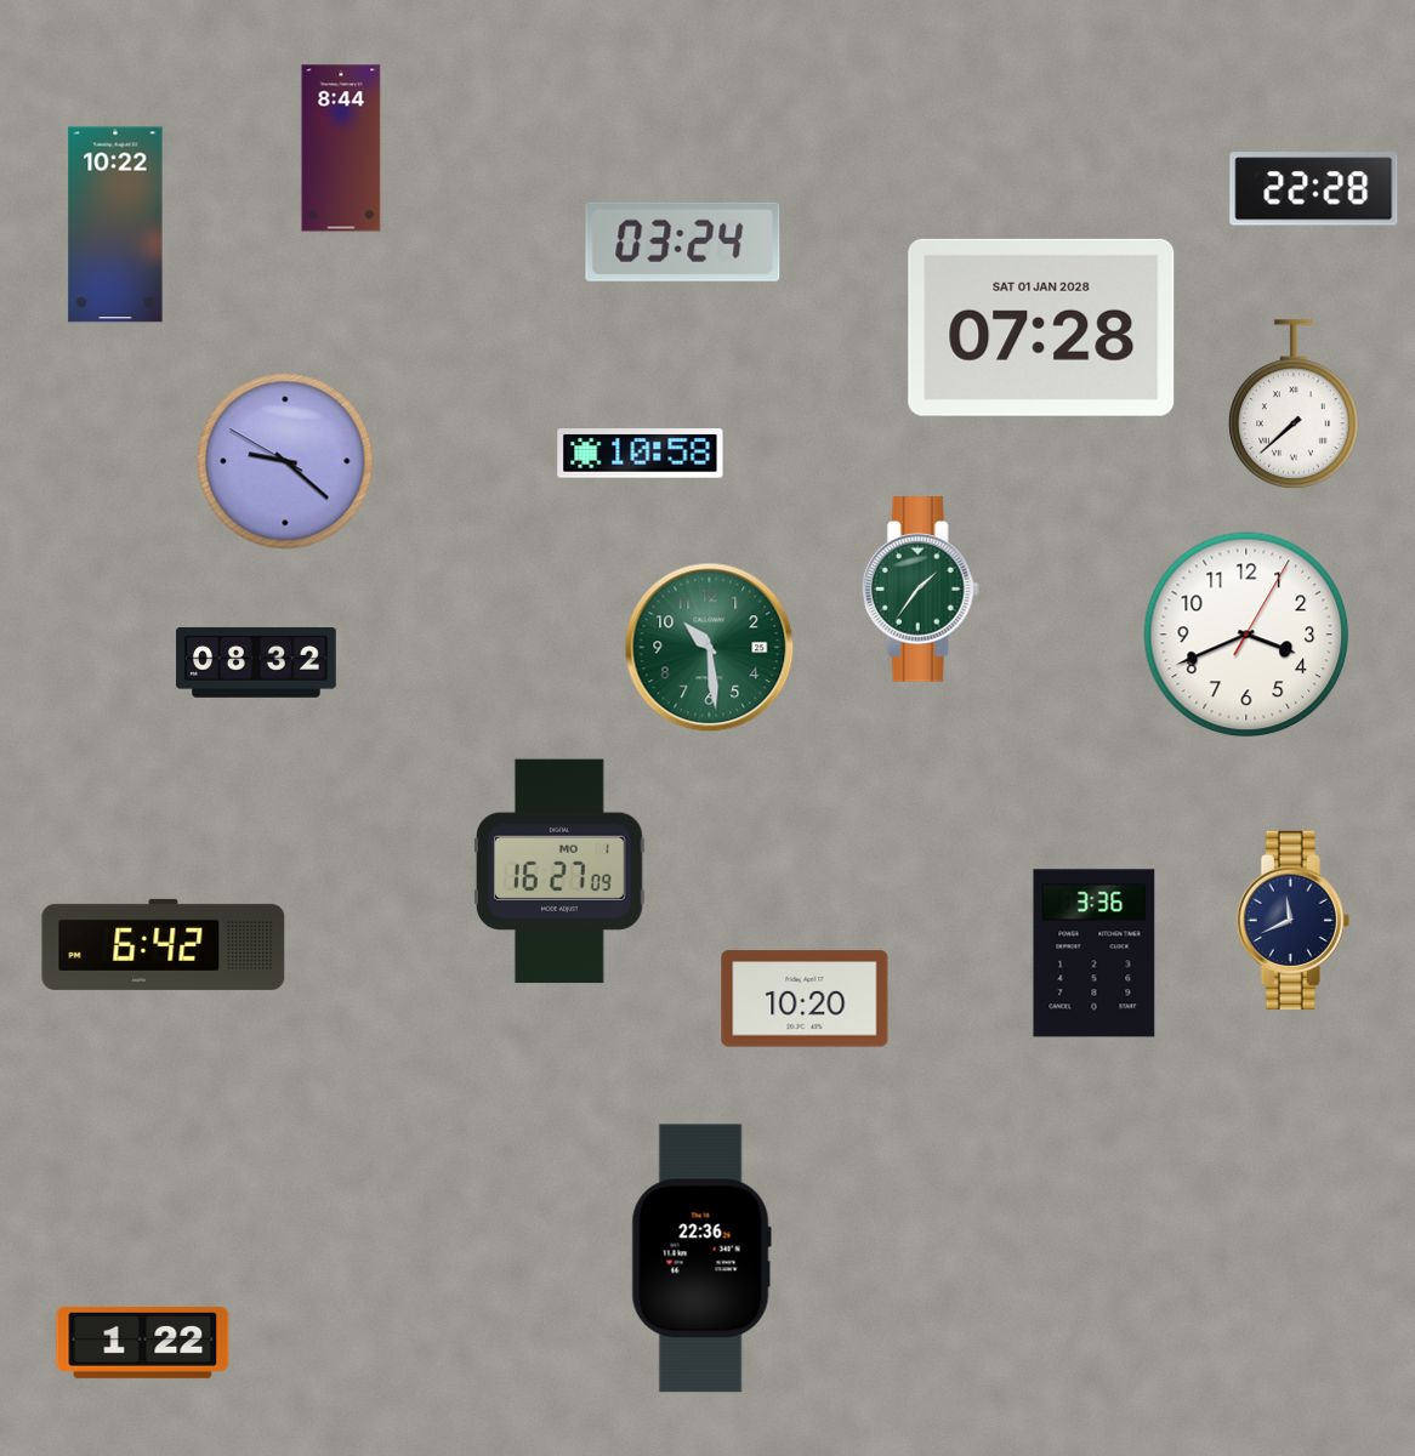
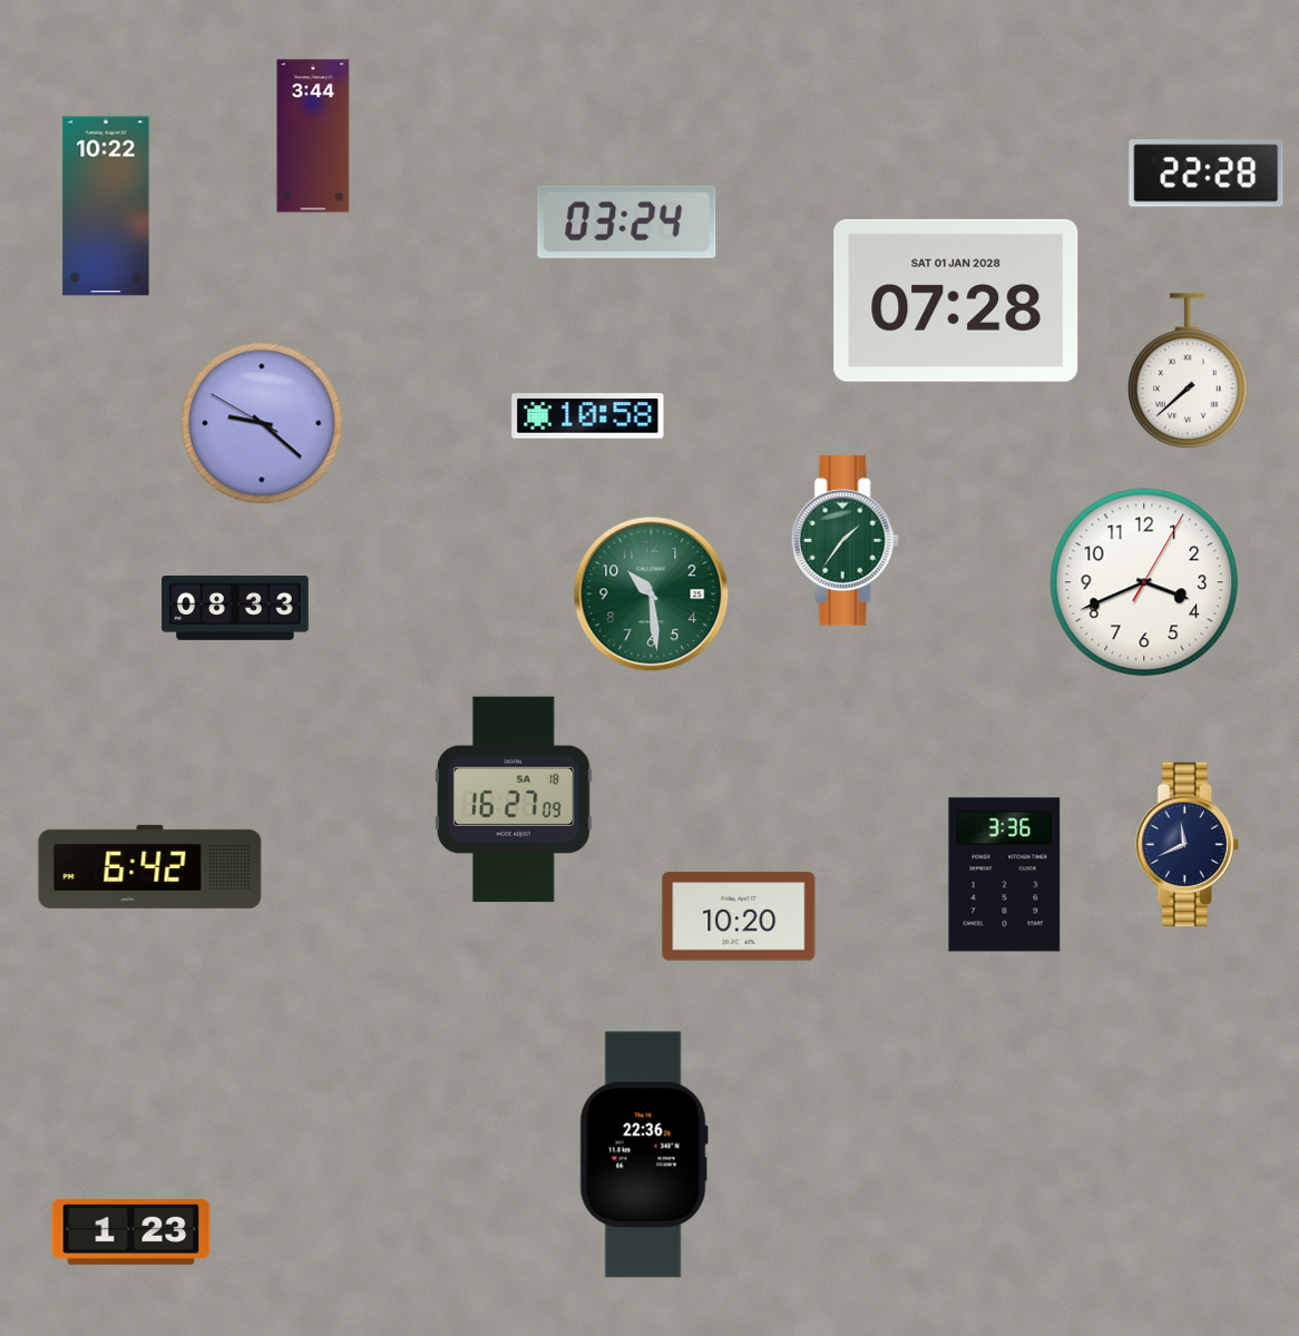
clock at (341, 148): 8:44 -> 3:44
clock at (256, 662): 08:32 -> 08:33
clock at (559, 871) date: MO 1 -> SA 18
clock at (143, 1342): 1:22 -> 1:23
